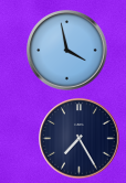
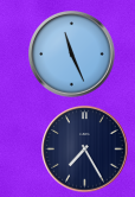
clock at (67, 51): 3:58 -> 11:26
